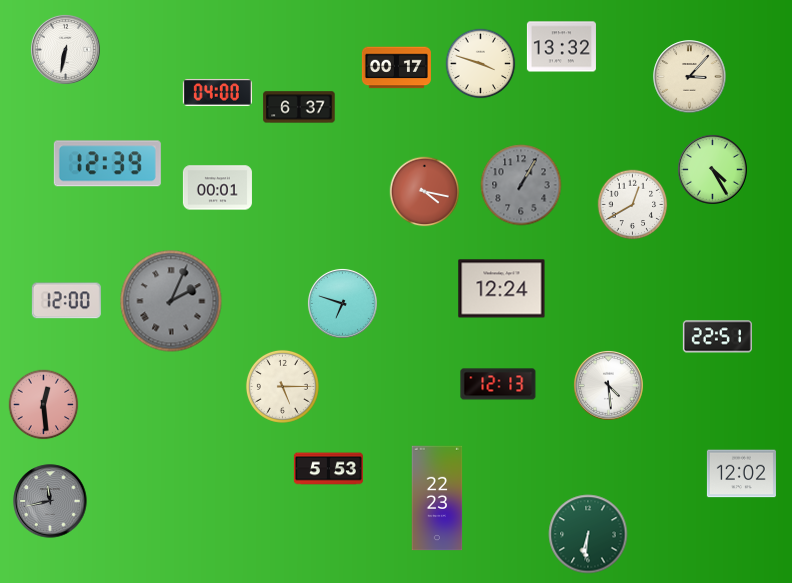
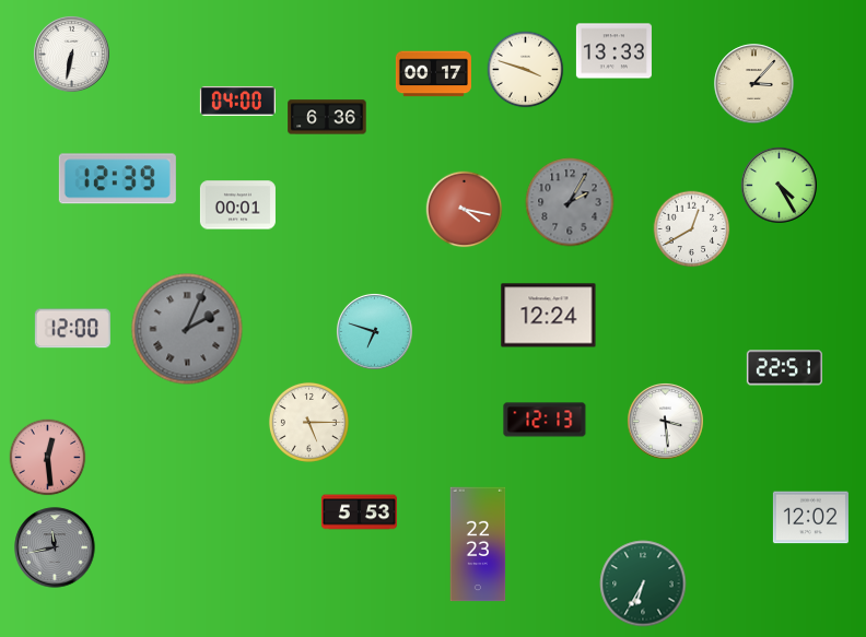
clock at (561, 47): 13:32 -> 13:33
clock at (299, 107): 6:37 -> 6:36
clock at (521, 185): 1:05 -> 2:05
clock at (633, 205) position: (633, 205) -> (692, 229)
clock at (609, 386): 4:29 -> 3:29
clock at (44, 405) position: (44, 405) -> (48, 458)
clock at (588, 534): 6:31 -> 6:35
